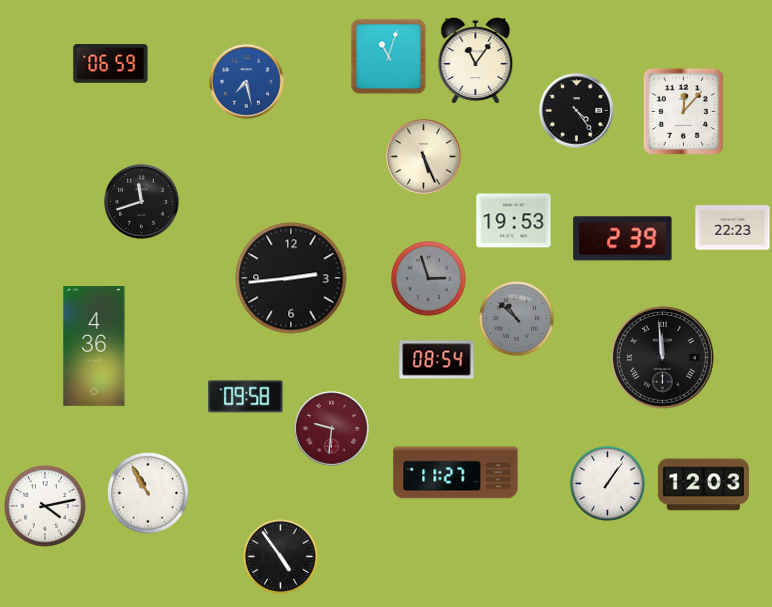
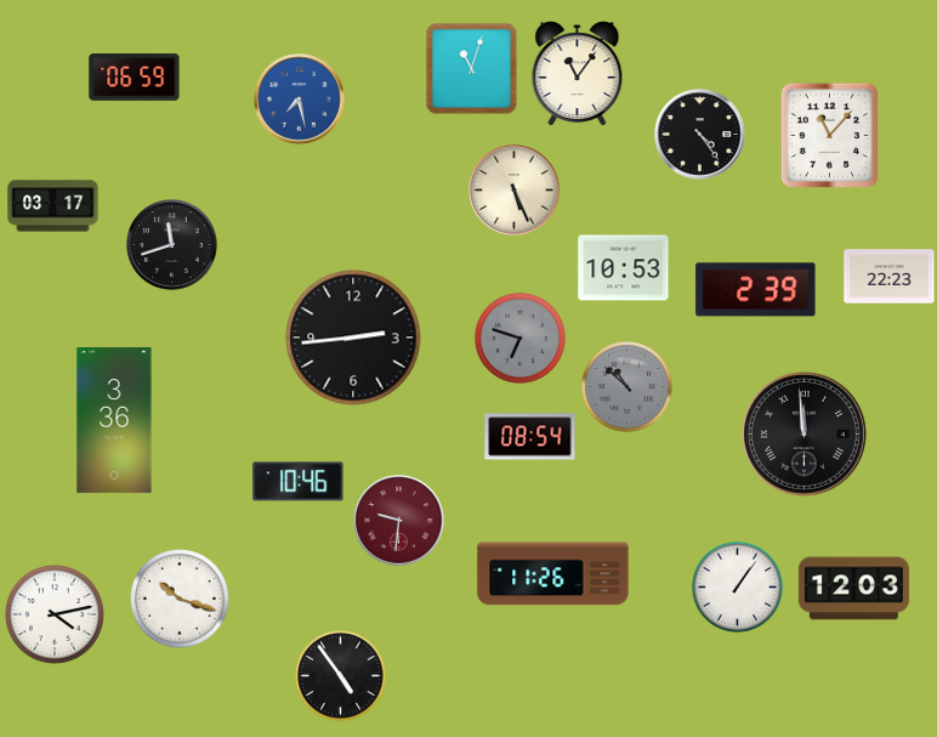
clock at (683, 111): 12:07 -> 11:07
clock at (53, 206): none -> 03:17
clock at (514, 221): 19:53 -> 10:53
clock at (428, 278): 2:57 -> 6:48
clock at (94, 347): 4:36 -> 3:36
clock at (246, 397): 09:58 -> 10:46
clock at (332, 429) position: (332, 429) -> (399, 521)
clock at (456, 473): 11:27 -> 11:26
clock at (149, 494): 10:55 -> 10:18
